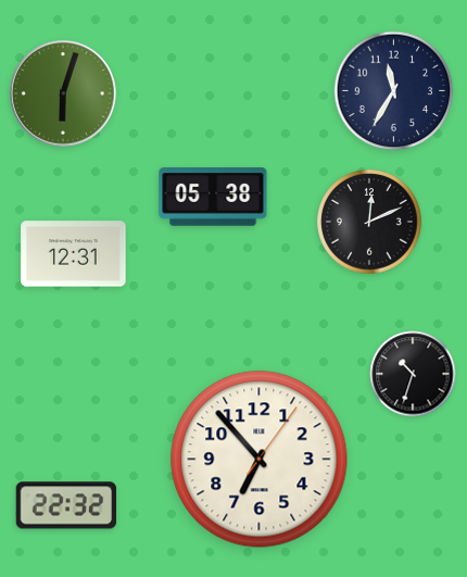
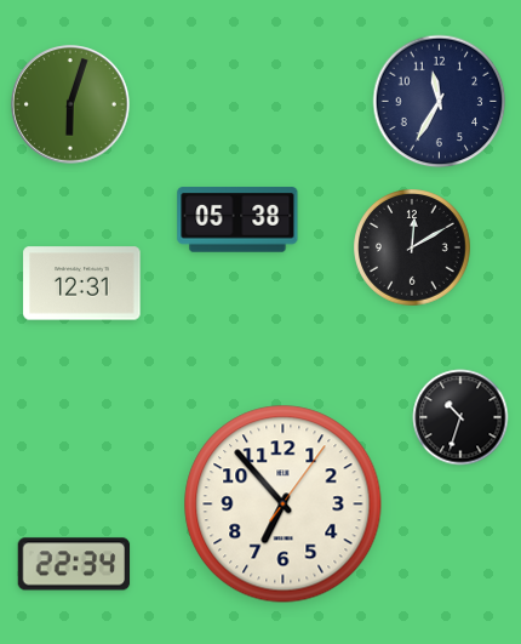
clock at (369, 222): 12:11 -> 12:10
clock at (260, 460) position: (260, 460) -> (284, 505)
clock at (66, 505): 22:32 -> 22:34
